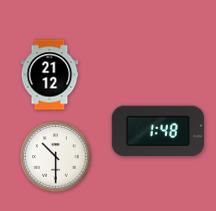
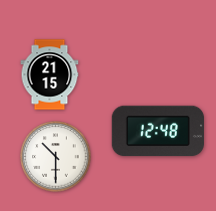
clock at (50, 75): 21:12 -> 21:15
clock at (158, 131): 1:48 -> 12:48
